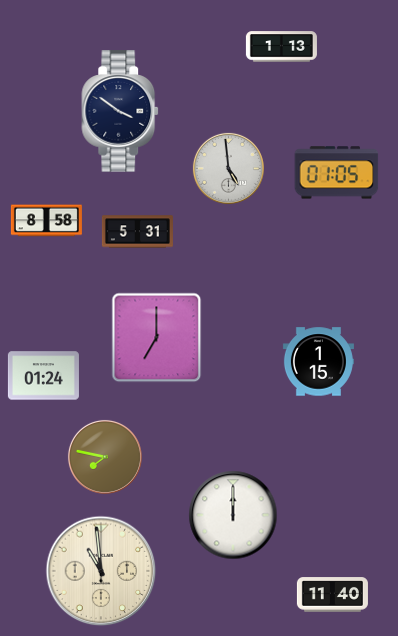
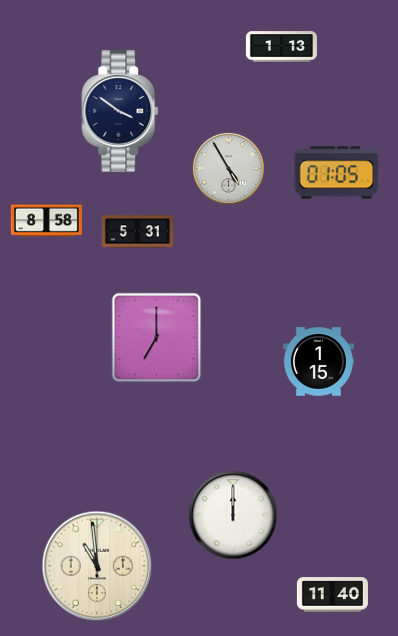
clock at (228, 168): 4:59 -> 4:55
clock at (43, 376): 01:24 -> none
clock at (105, 457): 7:47 -> none
clock at (101, 571) position: (101, 571) -> (97, 566)
